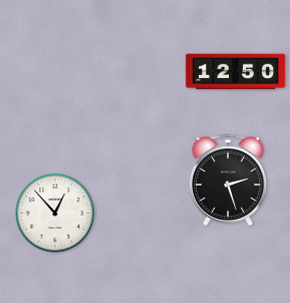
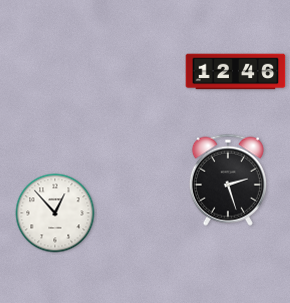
clock at (236, 72): 12:50 -> 12:46
